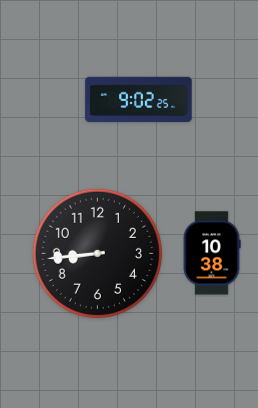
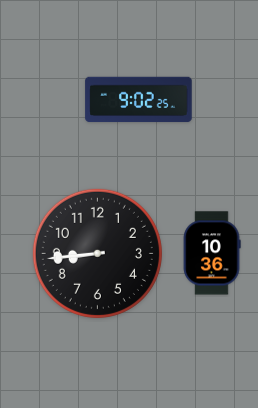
clock at (212, 253): 10:38 -> 10:36
